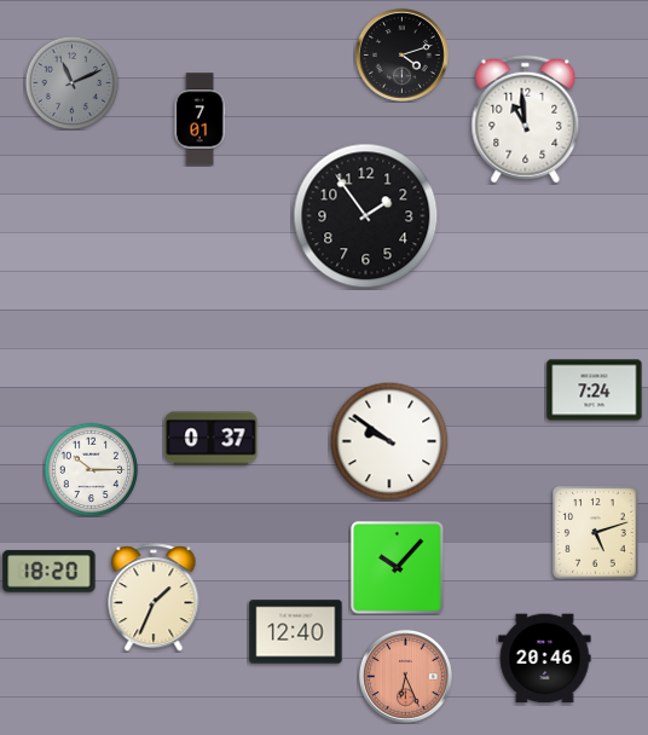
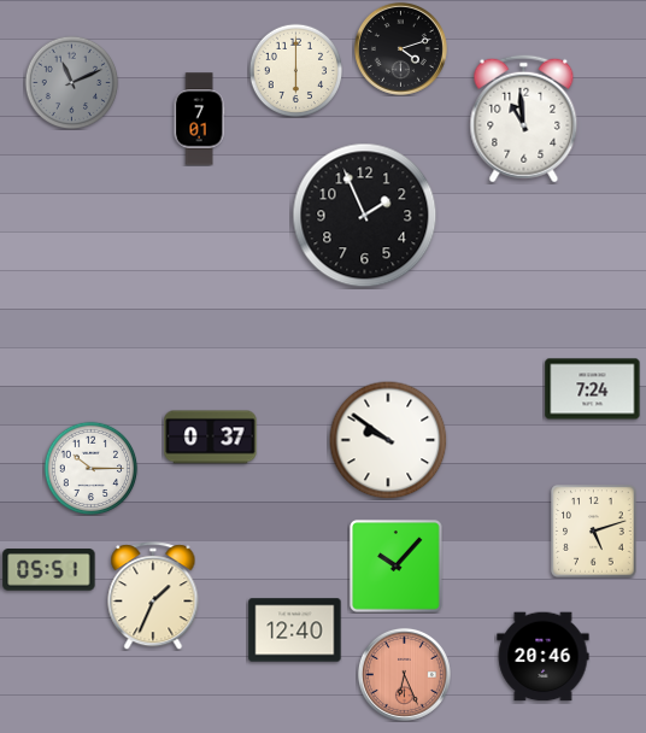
clock at (401, 54) position: (401, 54) -> (400, 48)
clock at (295, 70): none -> 6:00
clock at (366, 216): 1:54 -> 1:56
clock at (50, 572): 18:20 -> 05:51
